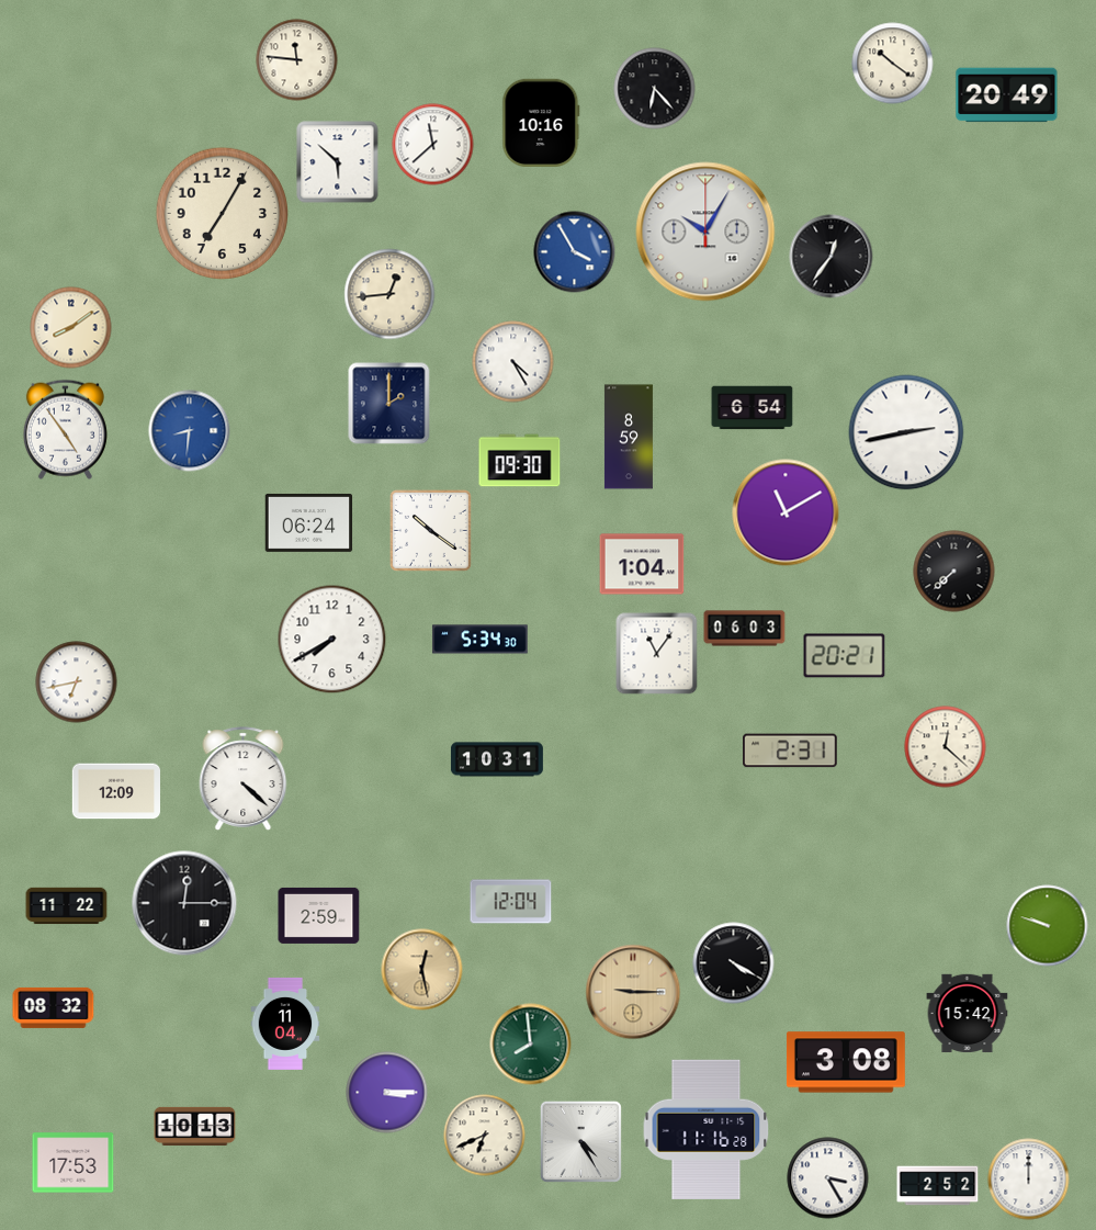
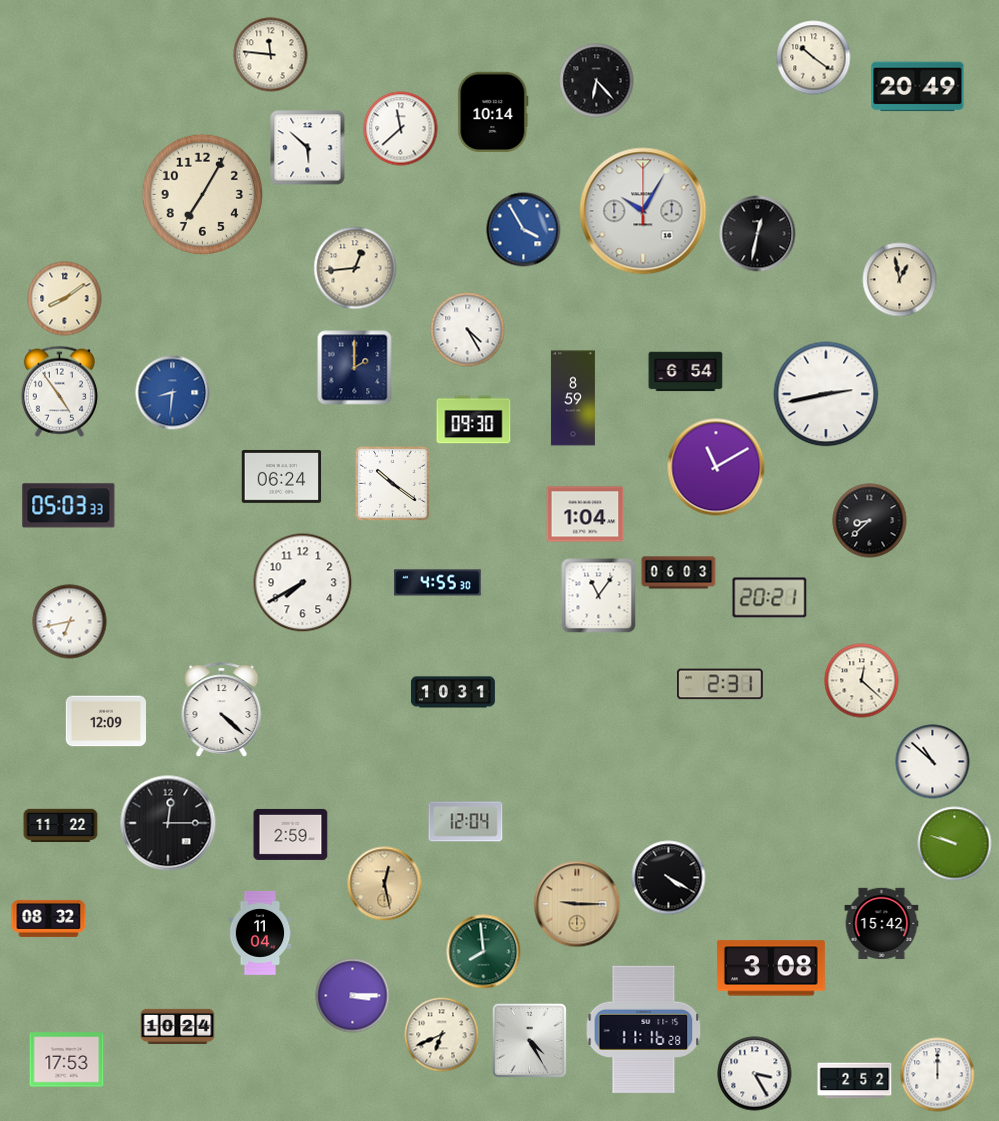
clock at (541, 122): 10:16 -> 10:14
clock at (433, 145) position: (433, 145) -> (401, 129)
clock at (832, 257): 12:36 -> 12:32
clock at (900, 280): none -> 12:58
clock at (69, 506): none -> 05:03
clock at (954, 572): 7:38 -> 8:38
clock at (481, 640): 5:34 -> 4:55
clock at (933, 762): none -> 10:52
clock at (195, 1126): 10:13 -> 10:24
